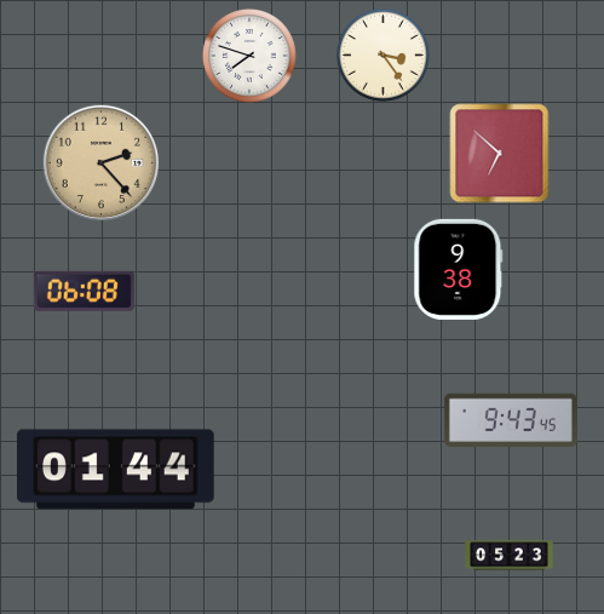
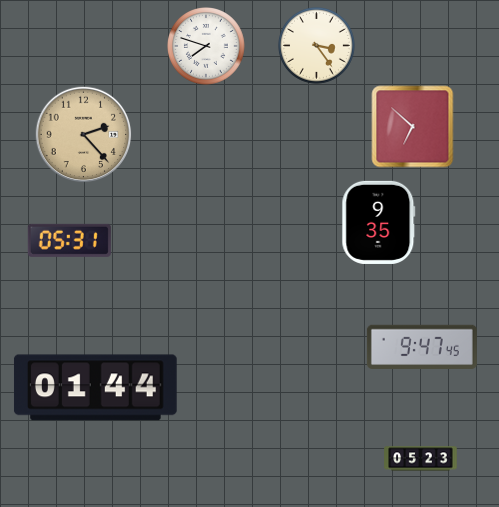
clock at (459, 269): 9:38 -> 9:35
clock at (84, 291): 06:08 -> 05:31
clock at (511, 419): 9:43 -> 9:47
